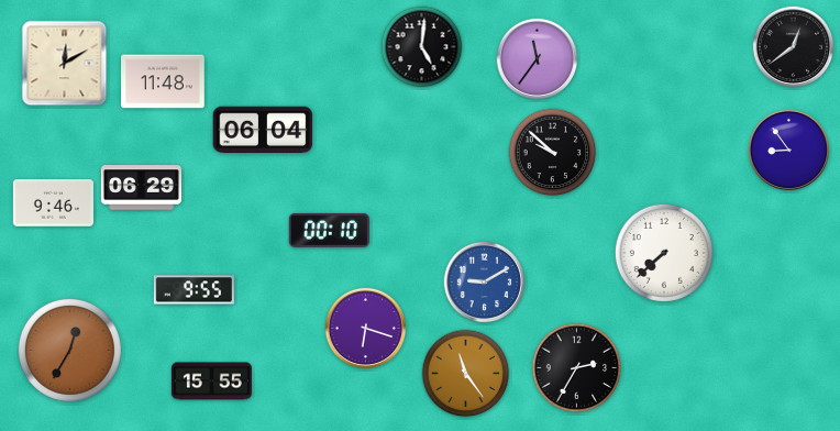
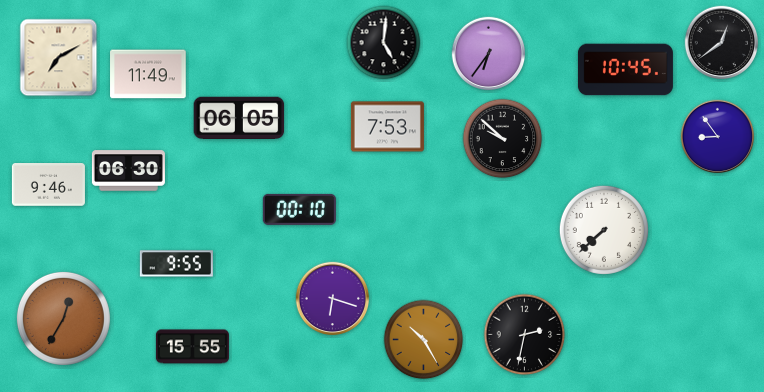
clock at (538, 59): 11:36 -> 6:36
clock at (65, 64): 12:10 -> 7:10
clock at (625, 70): none -> 10:45
clock at (163, 81): 11:48 -> 11:49
clock at (263, 130): 06:04 -> 06:05
clock at (387, 127): none -> 7:53
clock at (141, 188): 06:29 -> 06:30
clock at (485, 283): 9:10 -> none
clock at (577, 368): 2:35 -> 2:32
clock at (466, 374): 11:24 -> 10:25
